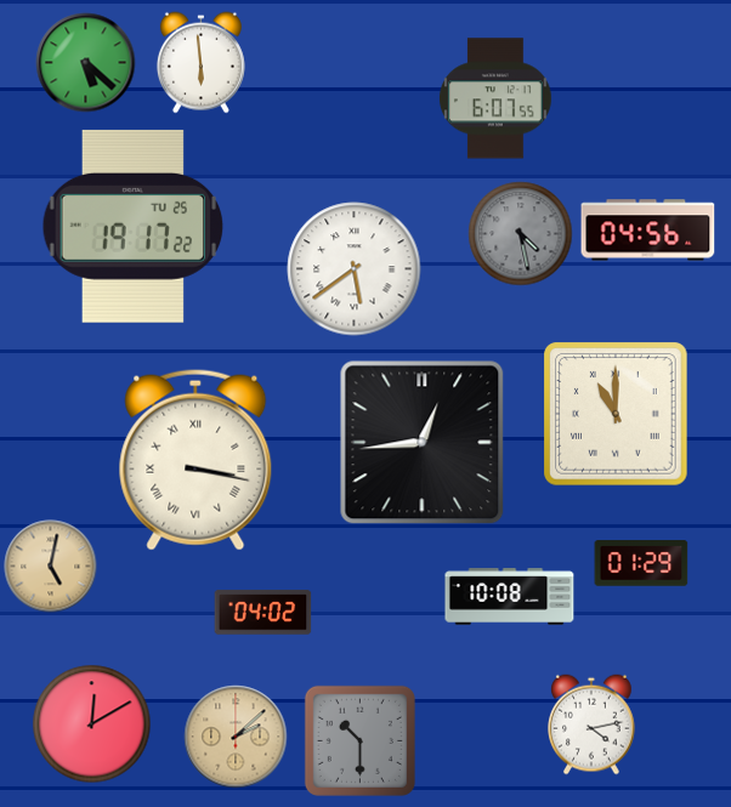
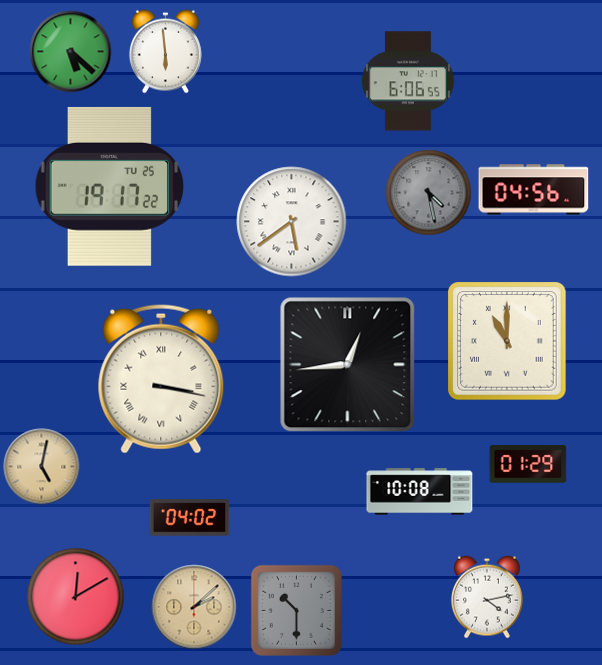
clock at (495, 98): 6:07 -> 6:06
clock at (263, 613) position: (263, 613) -> (190, 518)
